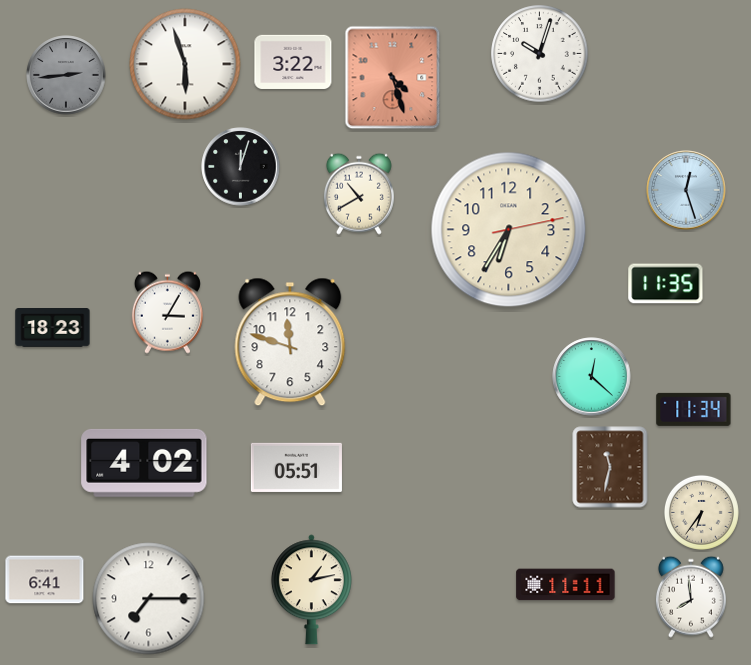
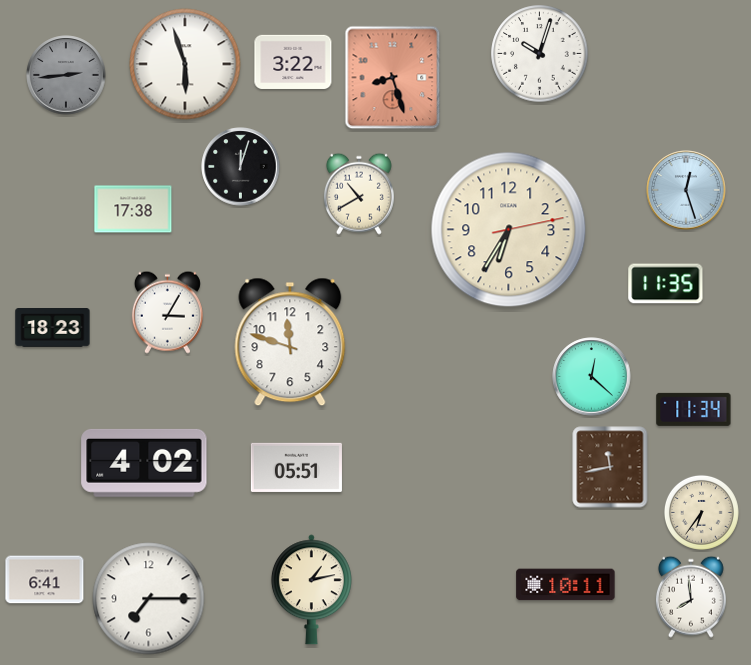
clock at (393, 78): 4:27 -> 8:27
clock at (133, 209): none -> 17:38
clock at (610, 467): 11:32 -> 11:43
clock at (566, 585): 11:11 -> 10:11
